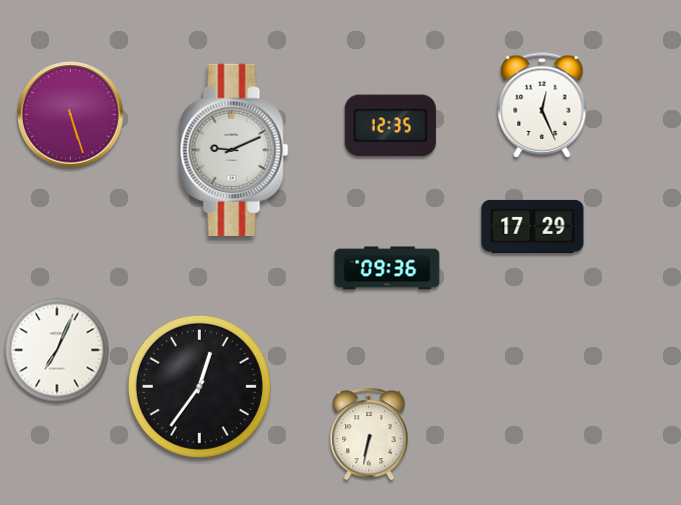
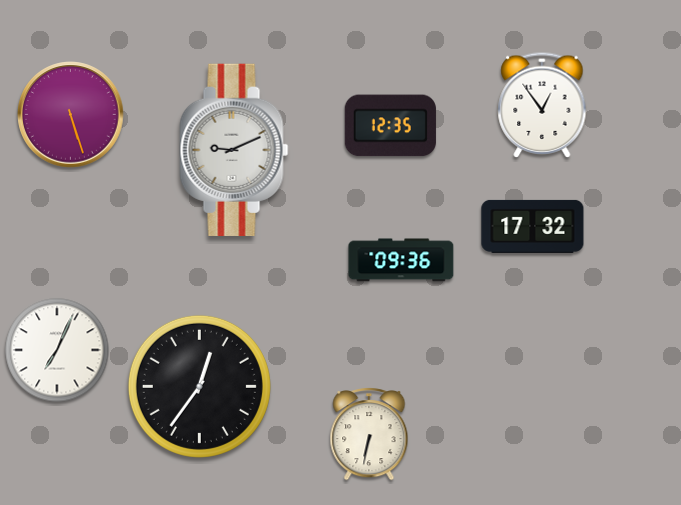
clock at (542, 105): 12:26 -> 12:54
clock at (533, 226): 17:29 -> 17:32
clock at (387, 268) position: (387, 268) -> (401, 260)
